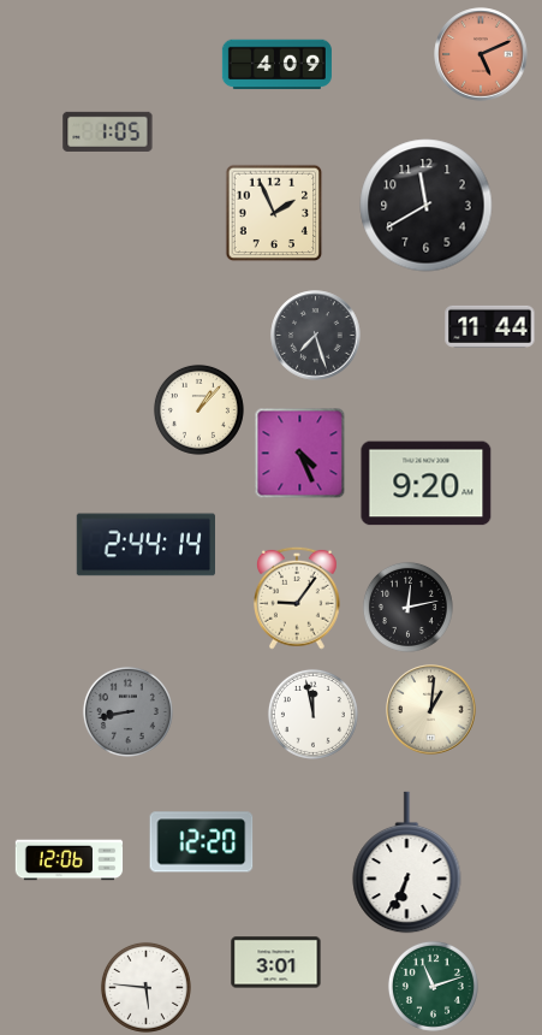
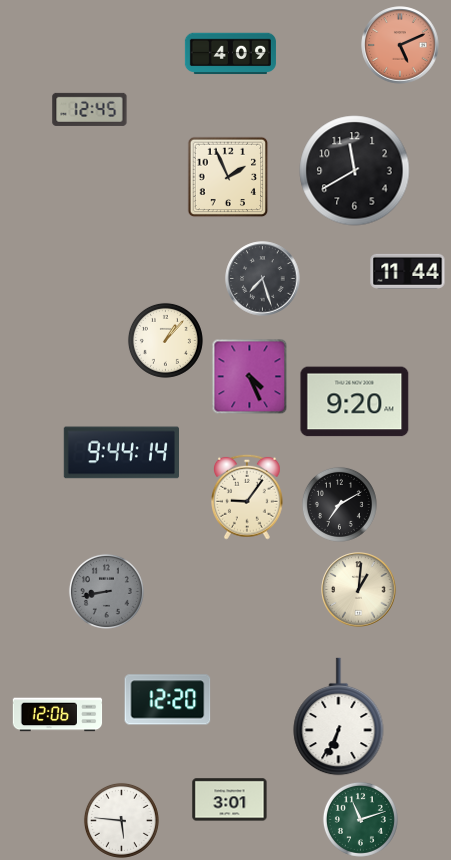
clock at (108, 131): 1:05 -> 12:45
clock at (145, 545): 2:44 -> 9:44
clock at (407, 607): 12:13 -> 7:10
clock at (312, 714): 11:58 -> none
